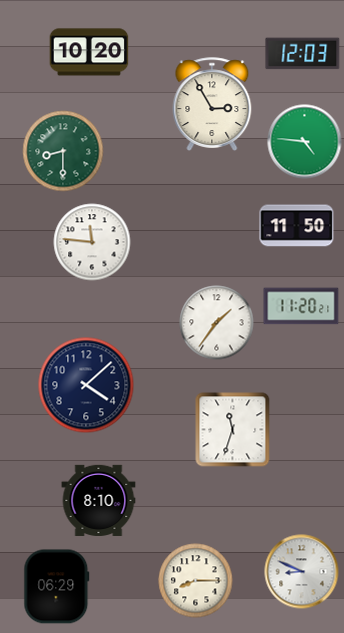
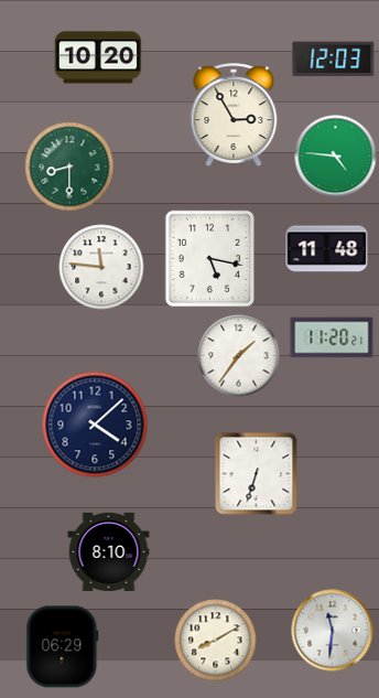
clock at (297, 226): 11:50 -> 11:48
clock at (210, 259): none -> 5:17
clock at (233, 430): 11:33 -> 6:33
clock at (302, 572): 8:49 -> 11:31
clock at (196, 581): 8:15 -> 8:10
